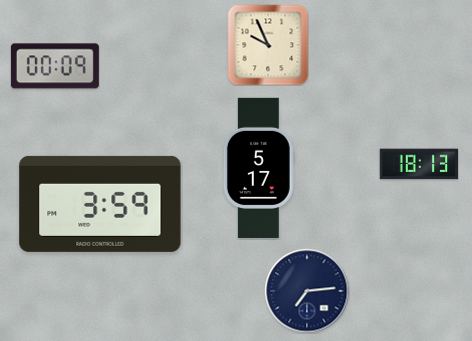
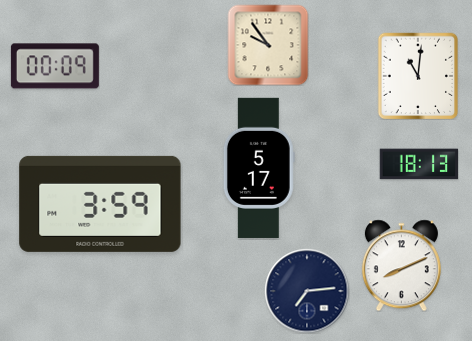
clock at (268, 45): 9:56 -> 9:54
clock at (418, 76): none -> 11:01
clock at (401, 265): none -> 8:11
